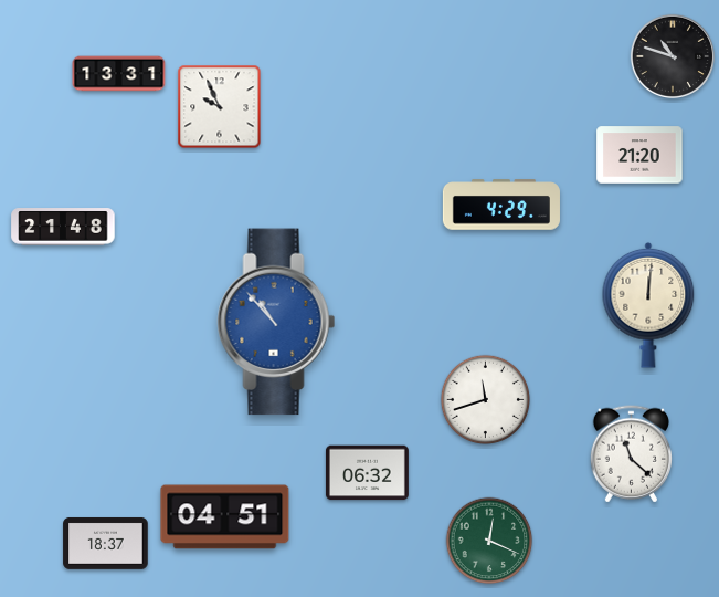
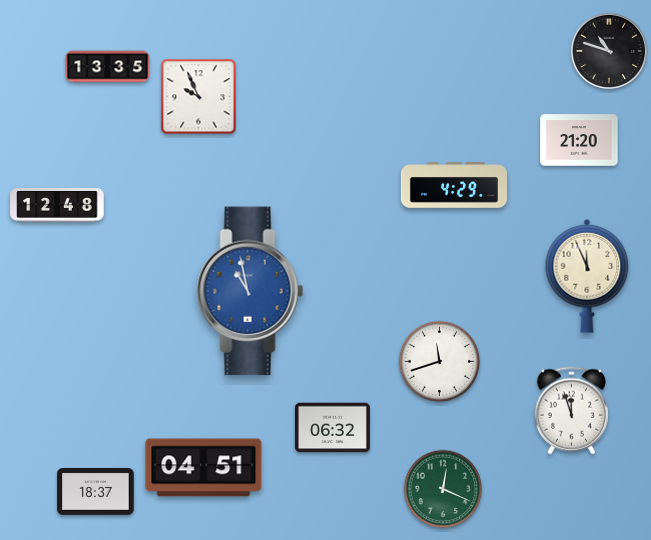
clock at (119, 74): 13:31 -> 13:35
clock at (63, 227): 21:48 -> 12:48
clock at (648, 305): 12:01 -> 11:56
clock at (276, 322): 10:53 -> 10:58
clock at (631, 454): 11:22 -> 11:57
